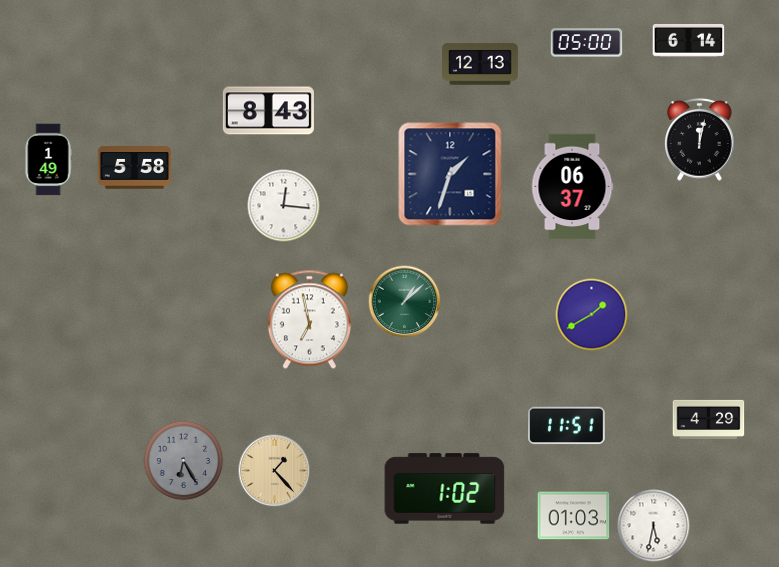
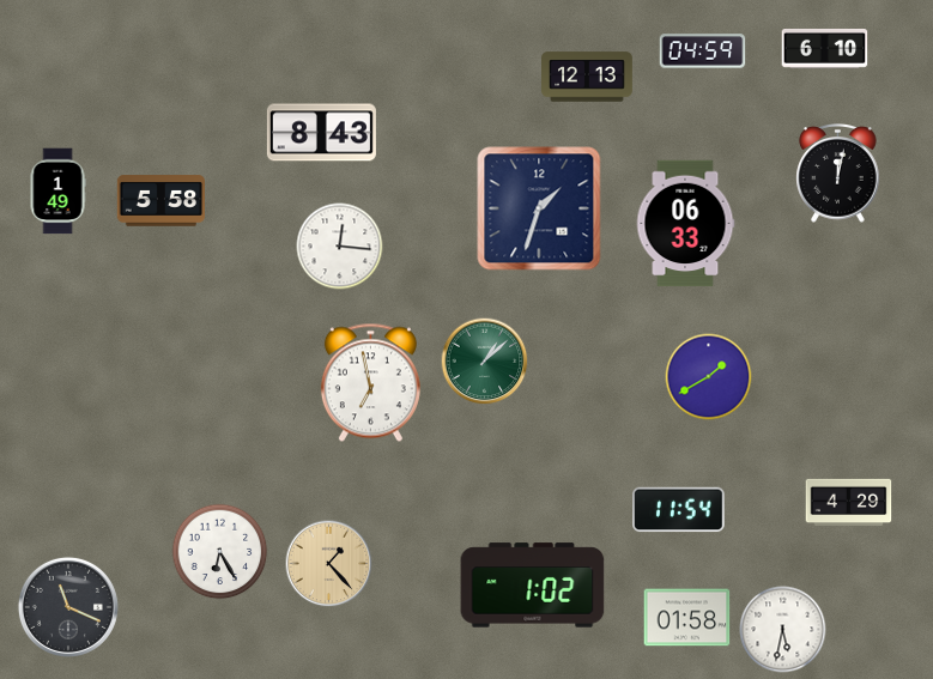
clock at (689, 41): 6:14 -> 6:10
clock at (587, 43): 05:00 -> 04:59
clock at (481, 64) position: (481, 64) -> (588, 77)
clock at (700, 140) position: (700, 140) -> (838, 174)
clock at (572, 187): 06:37 -> 06:33
clock at (567, 426): 11:51 -> 11:54
clock at (184, 461) dial: grey -> white
clock at (68, 607): none -> 11:19
clock at (574, 516): 01:03 -> 01:58
